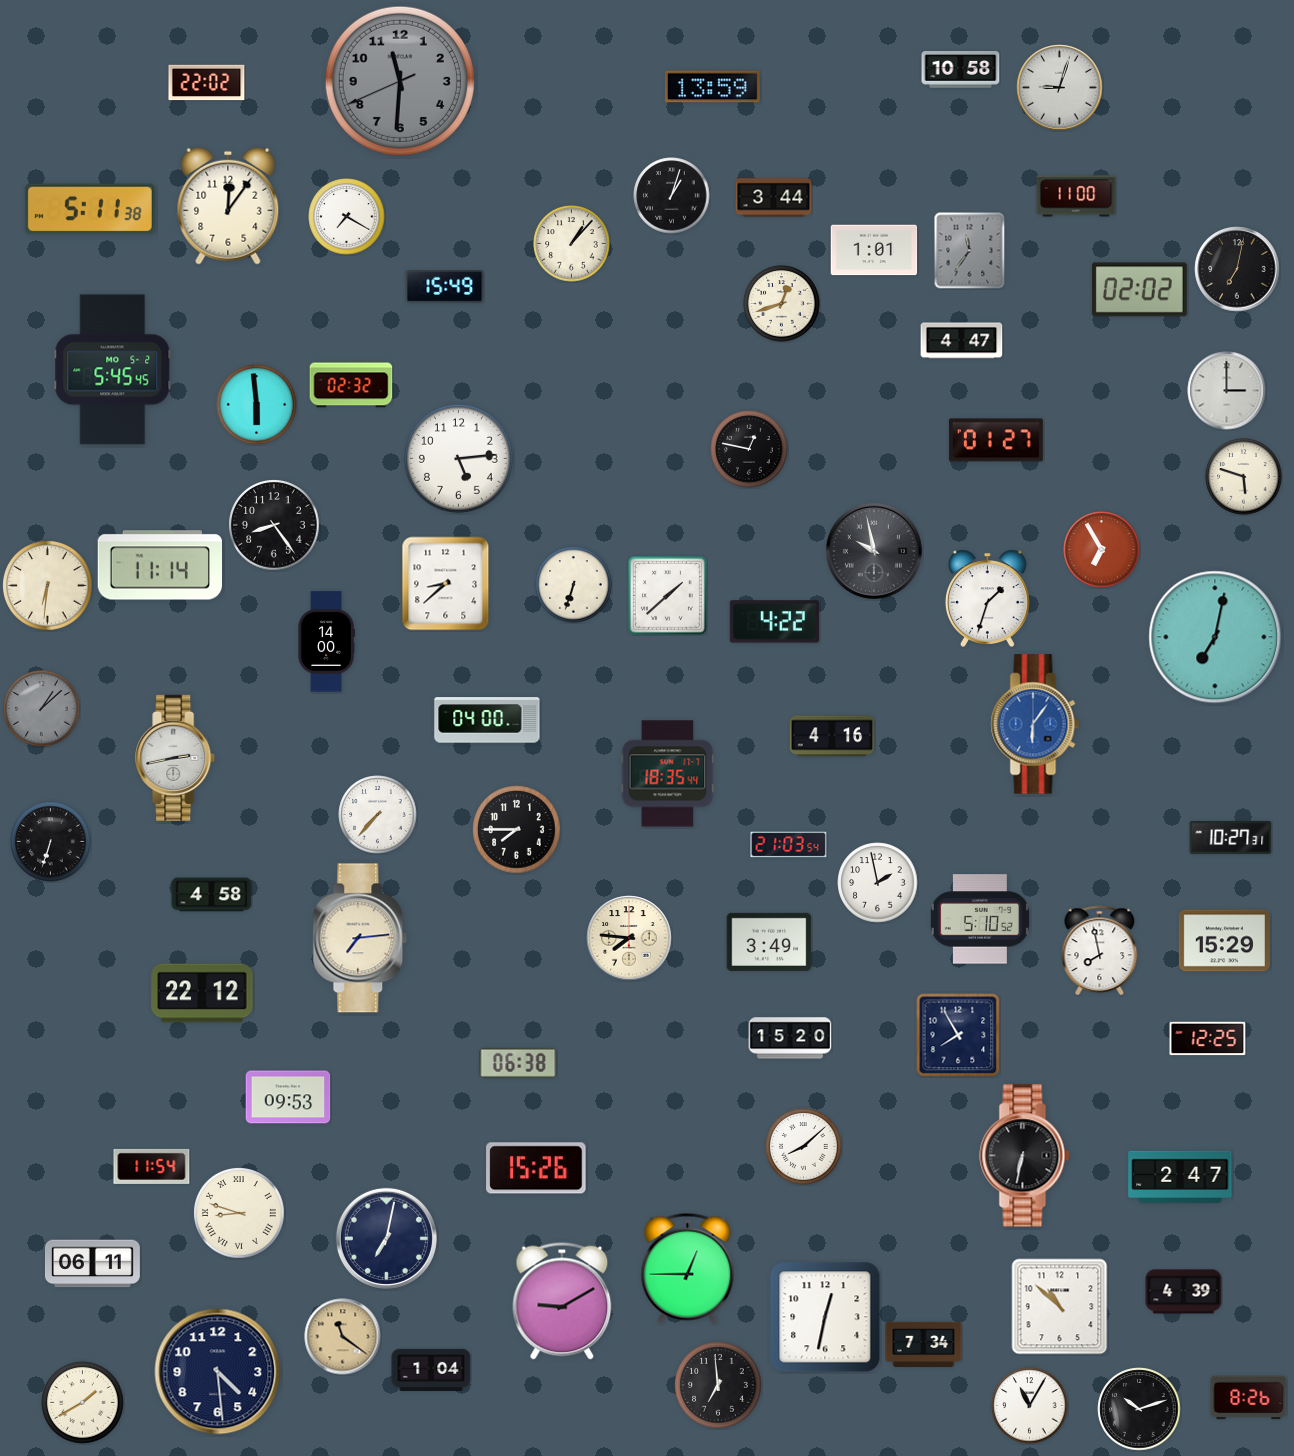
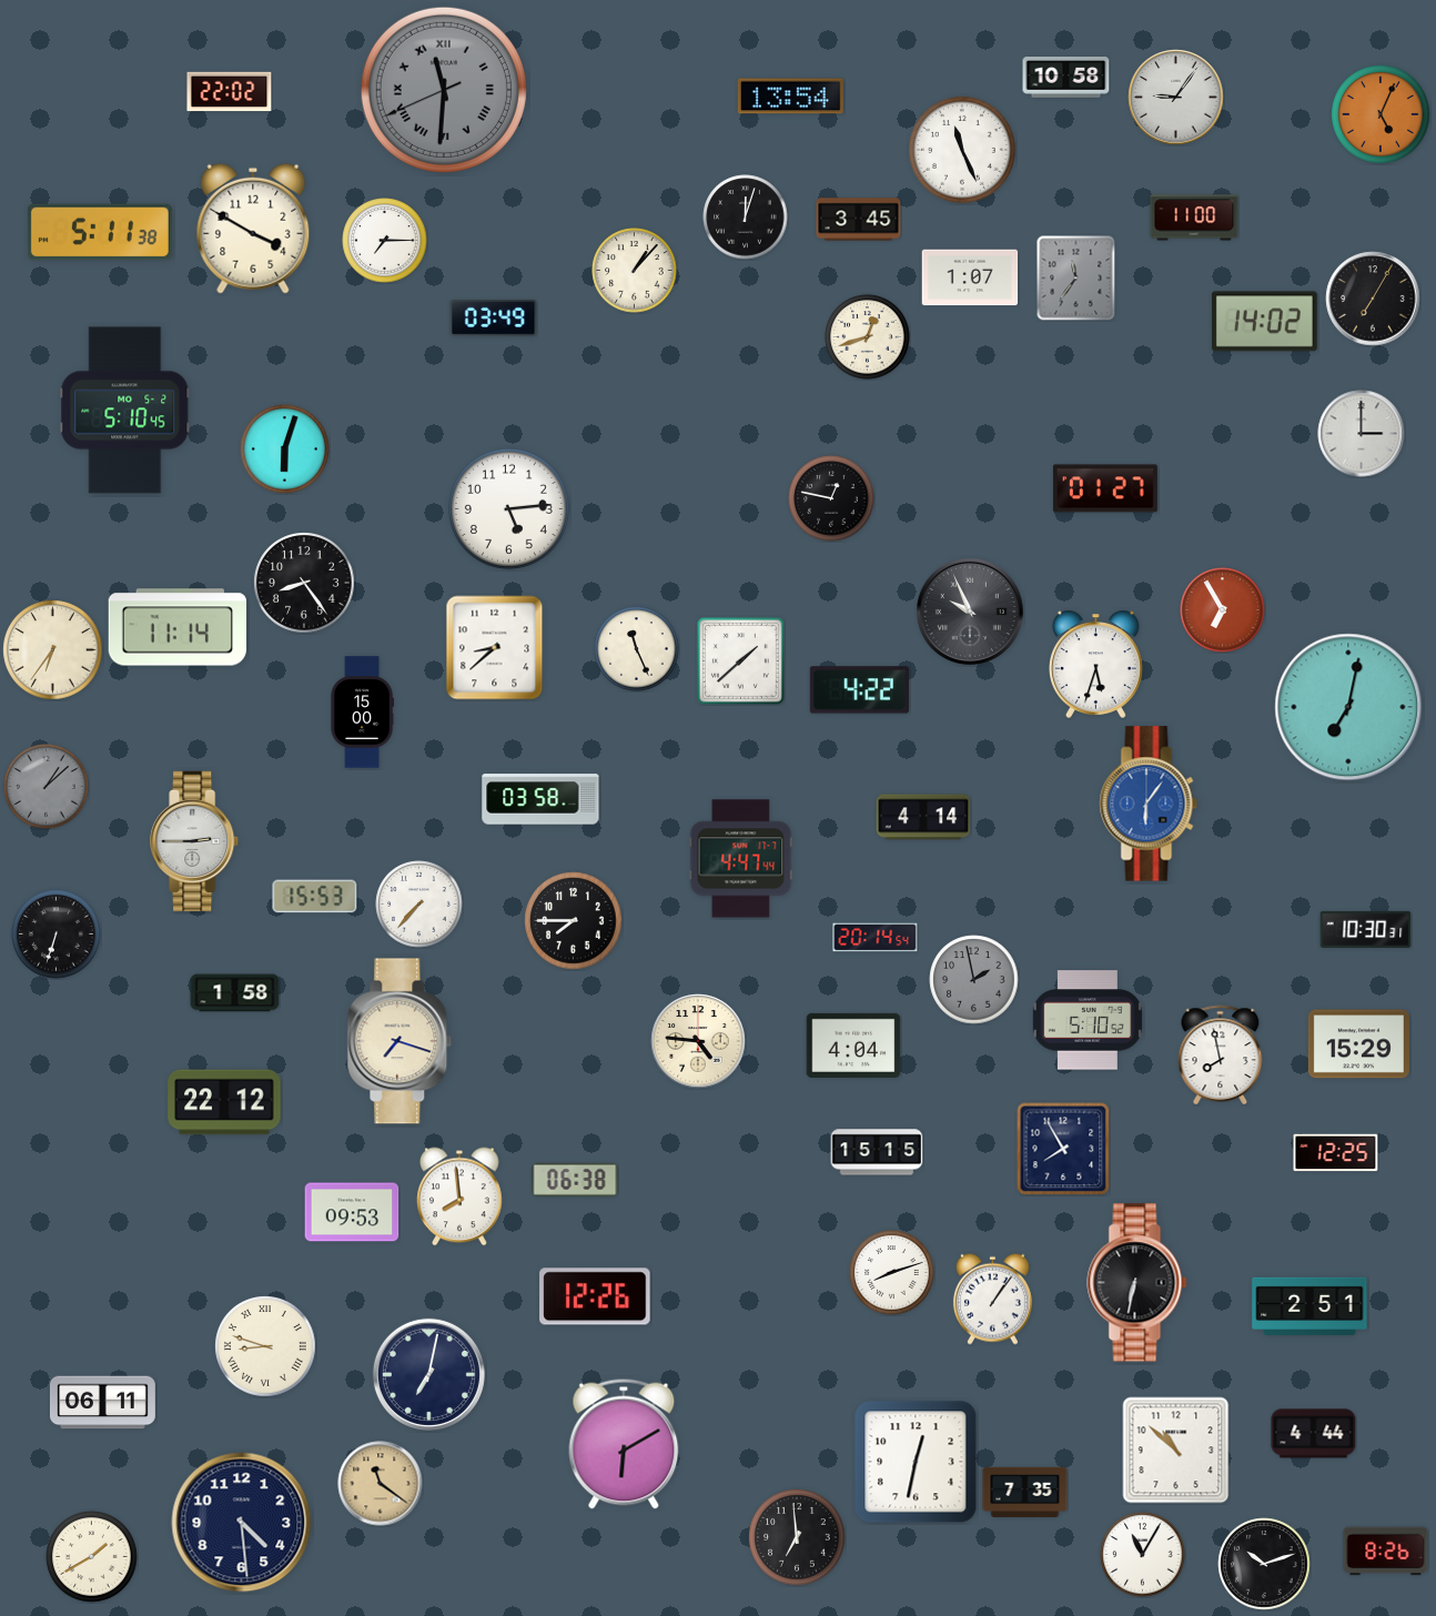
clock at (400, 81) numerals: Arabic -> Roman
clock at (712, 87): 13:59 -> 13:54
clock at (1060, 88): 9:03 -> 9:06
clock at (1381, 114): none -> 5:04
clock at (963, 151): none -> 11:26
clock at (672, 196): 1:03 -> 12:03
clock at (774, 198): 3:44 -> 3:45
clock at (228, 206): 12:06 -> 3:50
clock at (347, 217): 7:20 -> 7:15
clock at (874, 250): 1:01 -> 1:07
clock at (1237, 269): 7:02 -> 7:05
clock at (445, 287): 15:49 -> 03:49
clock at (1139, 290): 02:02 -> 14:02
clock at (962, 341): 4:47 -> none
clock at (113, 370): 5:45 -> 5:10
clock at (351, 385): 02:32 -> none
clock at (257, 405): 5:59 -> 6:03
clock at (1244, 477): 5:48 -> none
clock at (874, 551): 9:58 -> 9:56
clock at (574, 585): 6:33 -> 11:26
clock at (48, 586): 6:31 -> 6:36
clock at (987, 598): 1:33 -> 5:33
clock at (326, 642): 14:00 -> 15:00
clock at (487, 720): 04:00 -> 03:58
clock at (832, 736): 4:16 -> 4:14
clock at (176, 758): 2:43 -> 2:45
clock at (668, 774): 18:35 -> 4:47
clock at (315, 897): none -> 15:53
clock at (1231, 837): 10:27 -> 10:30
clock at (789, 845): 21:03 -> 20:14
clock at (878, 883) dial: white -> grey
clock at (212, 895): 4:58 -> 1:58
clock at (360, 938): 7:14 -> 7:18
clock at (629, 938): 7:46 -> 4:46
clock at (769, 942): 3:49 -> 4:04
clock at (790, 1038): 15:20 -> 15:15
clock at (1208, 1039) position: (1208, 1039) -> (1336, 1153)
clock at (459, 1196): none -> 7:59
clock at (288, 1097) position: (288, 1097) -> (352, 1212)
clock at (804, 1147): 8:08 -> 8:12
clock at (152, 1166): 11:54 -> none
clock at (536, 1168): 15:26 -> 12:26
clock at (992, 1299): none -> 1:06
clock at (1180, 1177): 2:47 -> 2:51
clock at (688, 1268): 12:45 -> none
clock at (1184, 1292): 4:39 -> 4:44
clock at (562, 1301): 9:10 -> 6:10
clock at (924, 1345): 7:34 -> 7:35
clock at (431, 1370): 1:04 -> none
clock at (1030, 1406) position: (1030, 1406) -> (1143, 1555)
